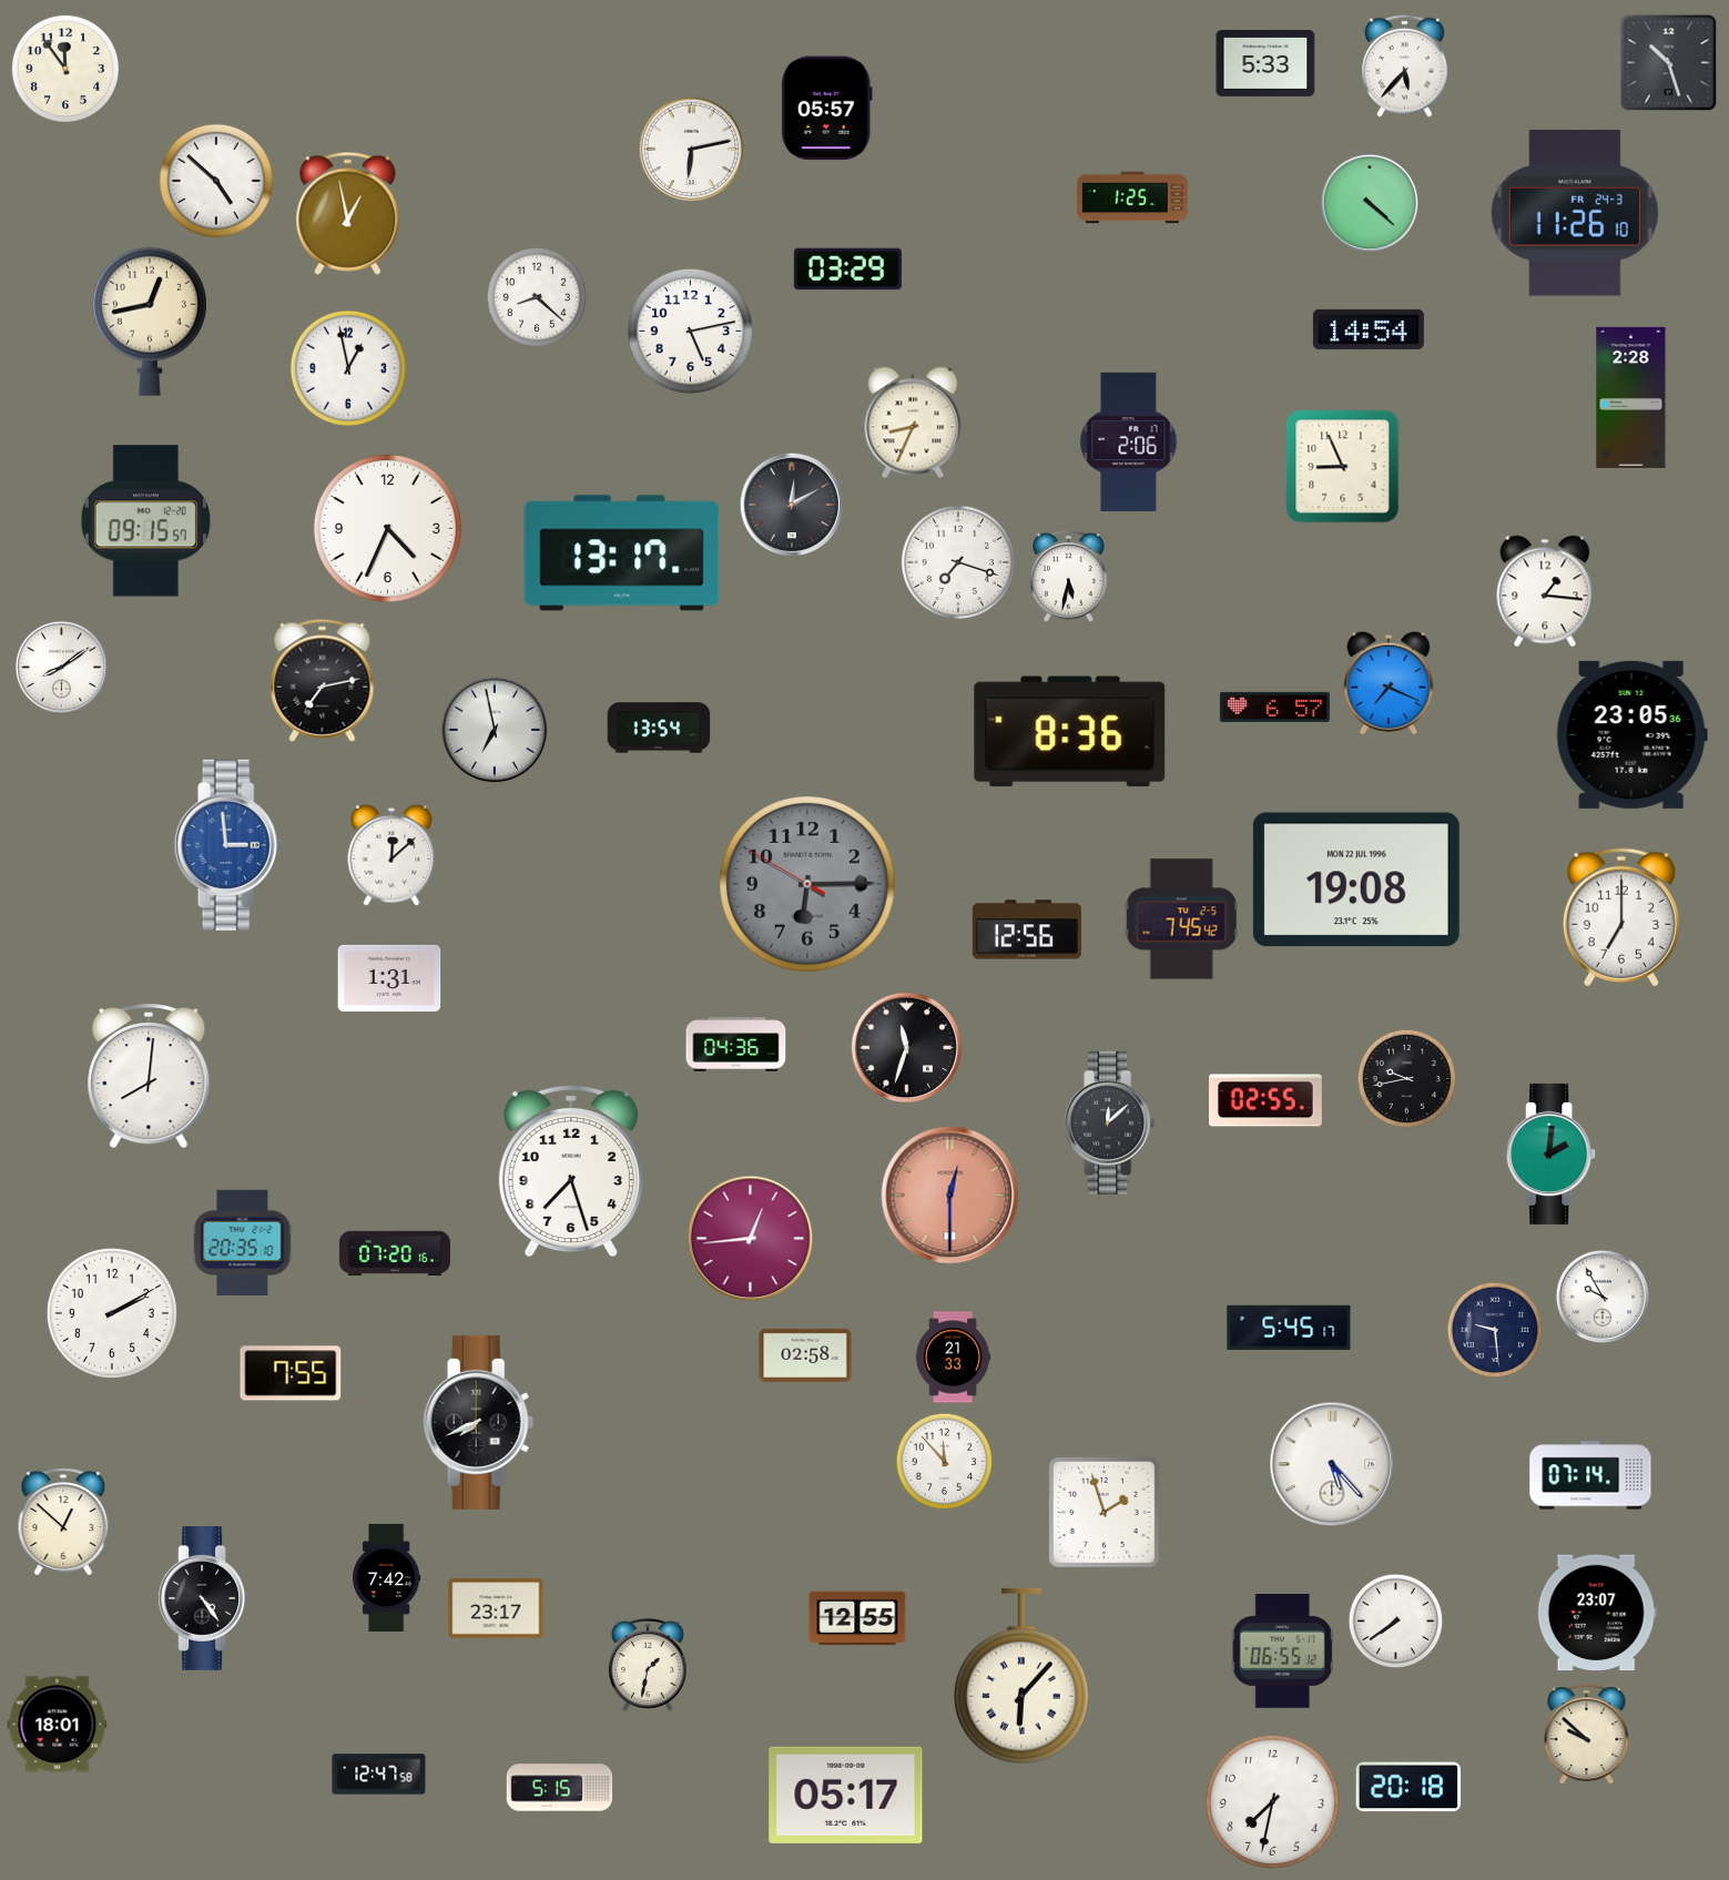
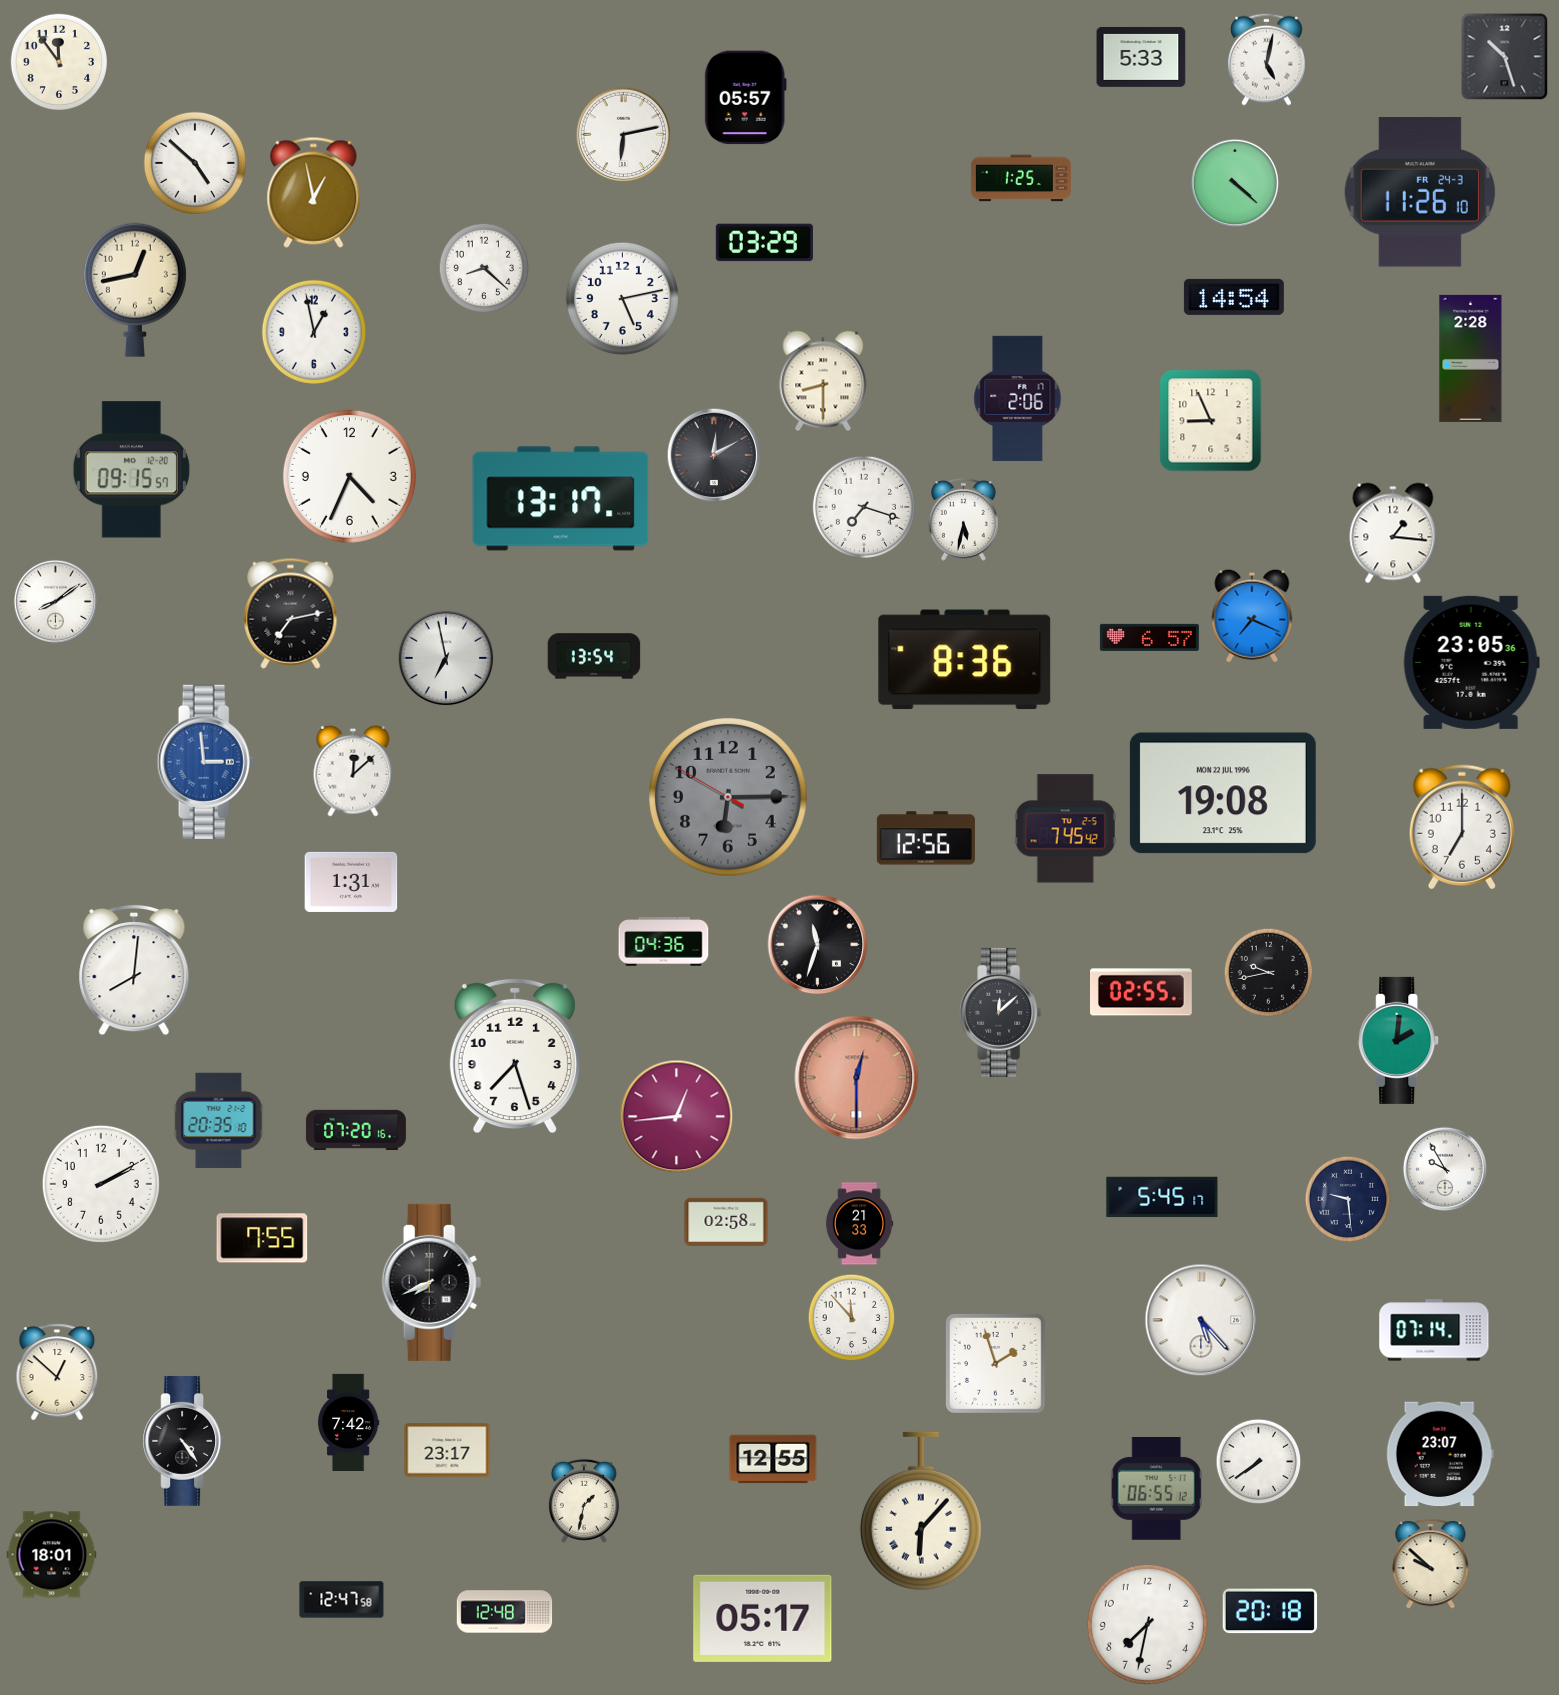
clock at (1405, 65): 5:37 -> 5:02
clock at (913, 423): 8:34 -> 8:30
clock at (560, 1788): 5:15 -> 12:48
